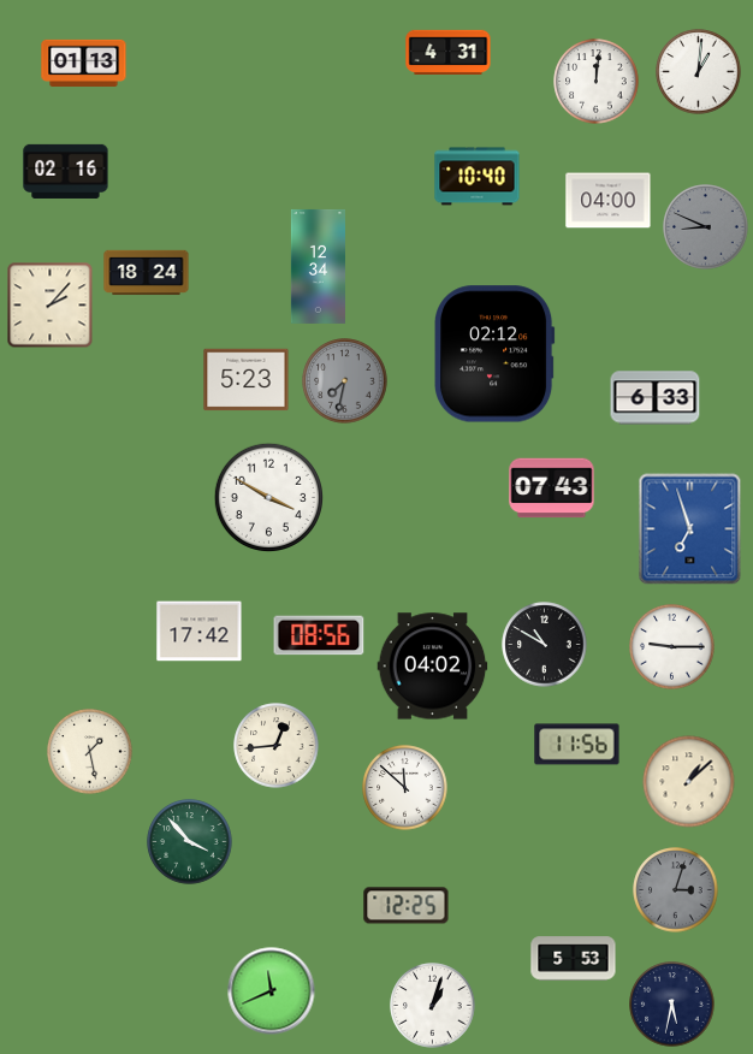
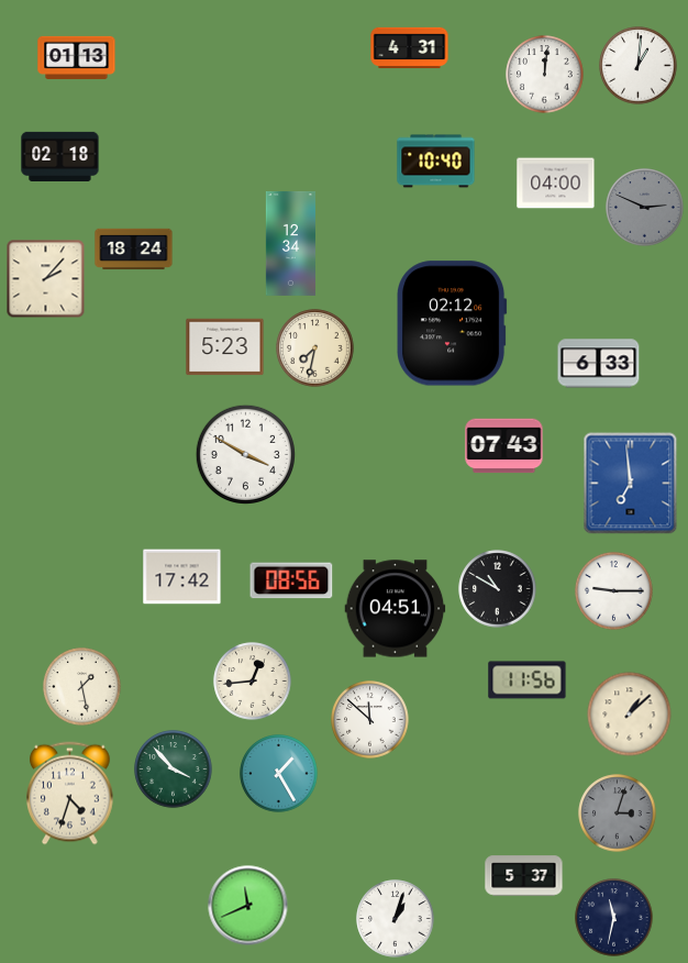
clock at (66, 171): 02:16 -> 02:18
clock at (706, 227): 8:49 -> 2:49
clock at (345, 381) dial: grey -> cream
clock at (690, 529): 6:57 -> 6:59
clock at (433, 667): 04:02 -> 04:51
clock at (279, 774): none -> 1:25
clock at (70, 794): none -> 4:33
clock at (407, 906): 12:25 -> none
clock at (574, 959): 5:53 -> 5:37
clock at (672, 1005): 5:32 -> 11:32
